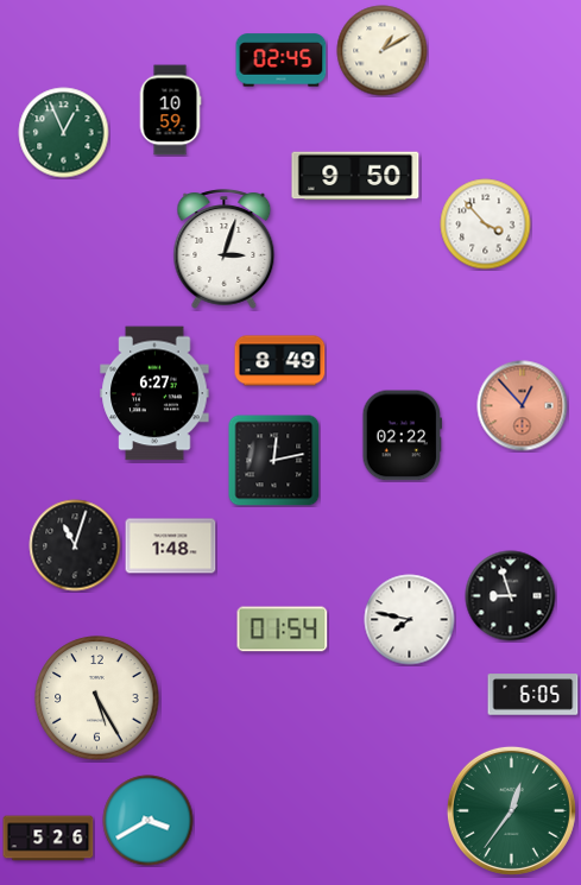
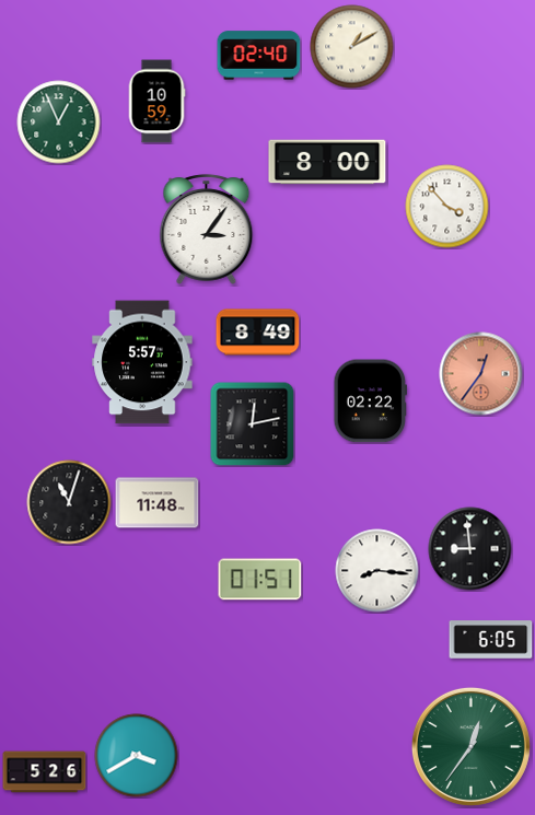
clock at (282, 61): 02:45 -> 02:40
clock at (355, 176): 9:50 -> 8:00
clock at (225, 249): 3:03 -> 3:06
clock at (154, 393): 6:27 -> 5:57
clock at (523, 406): 12:53 -> 12:36
clock at (171, 546): 1:48 -> 11:48
clock at (511, 596): 8:57 -> 8:59
clock at (410, 620): 7:47 -> 8:16
clock at (283, 630): 01:54 -> 01:51
clock at (97, 698): 5:25 -> none
